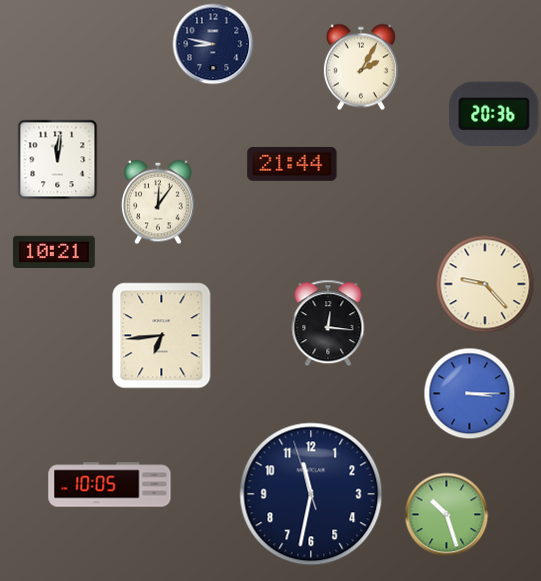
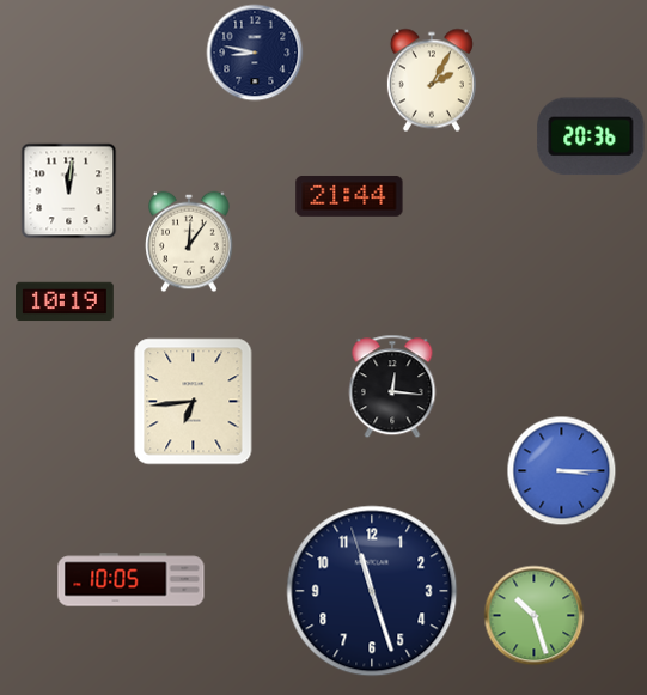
clock at (55, 252): 10:21 -> 10:19
clock at (485, 284): 9:23 -> none
clock at (311, 494): 11:31 -> 11:26
